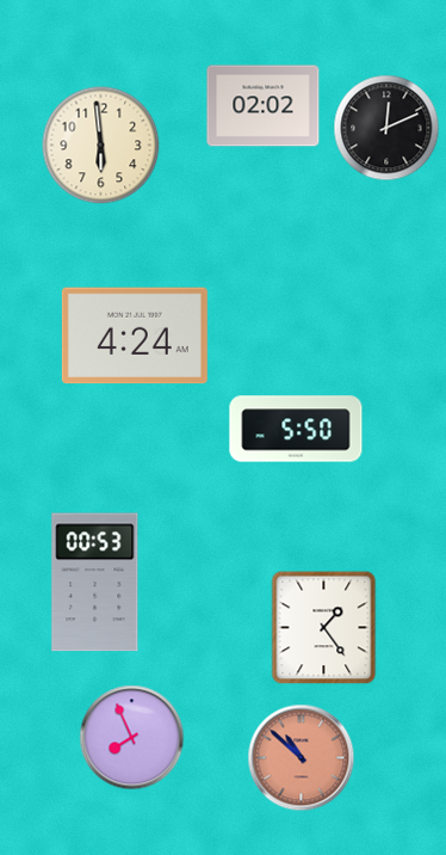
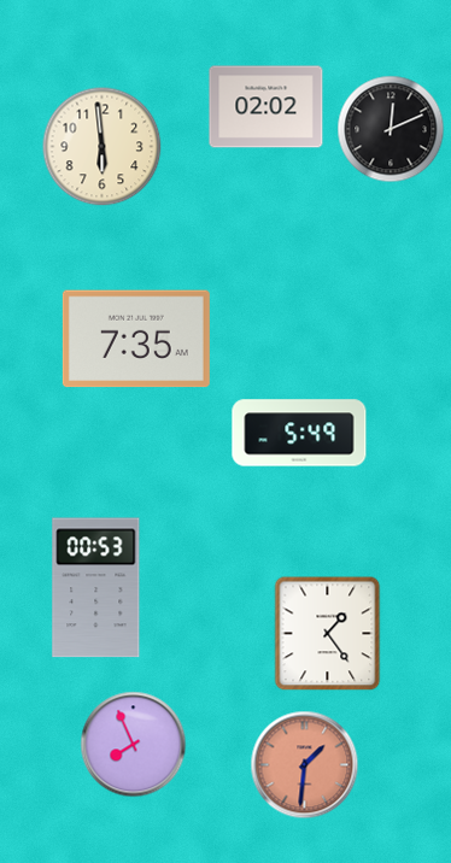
clock at (135, 336): 4:24 -> 7:35
clock at (296, 429): 5:50 -> 5:49
clock at (302, 758): 10:52 -> 1:31
